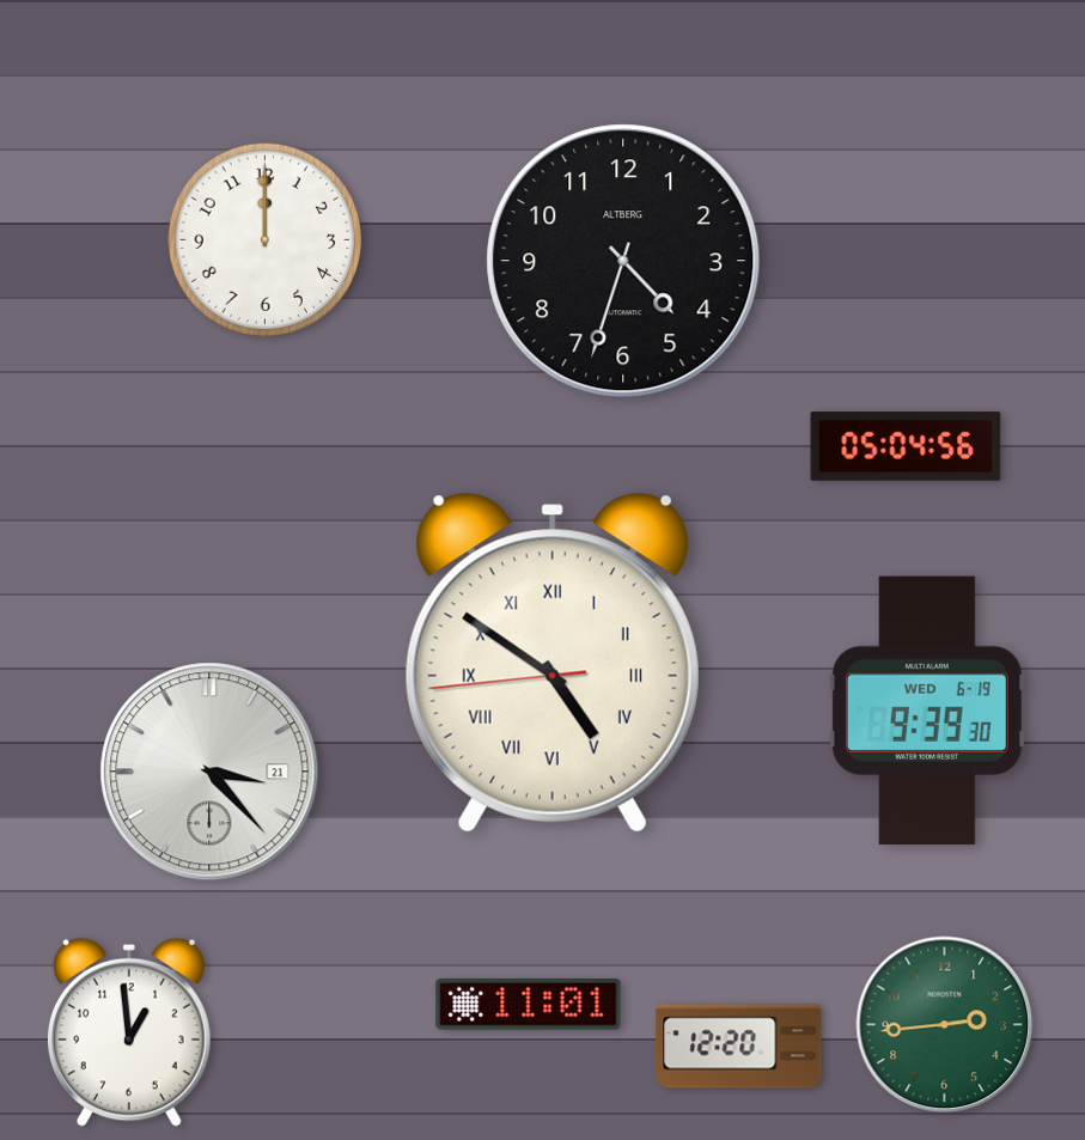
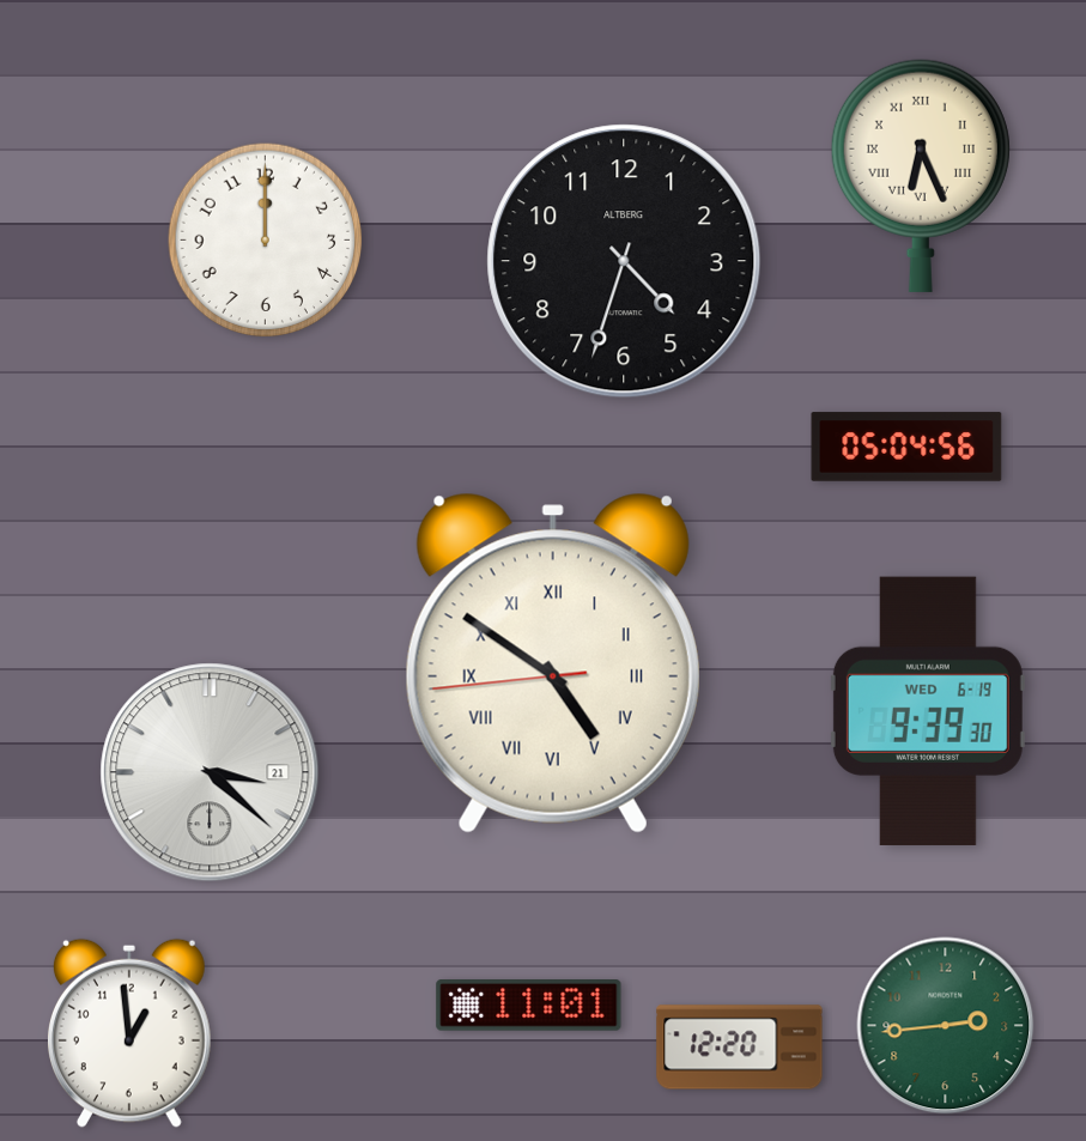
clock at (921, 176): none -> 6:26
clock at (209, 772): 3:23 -> 3:22
